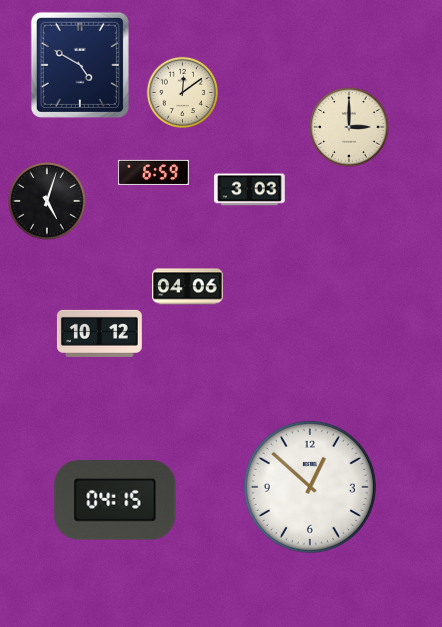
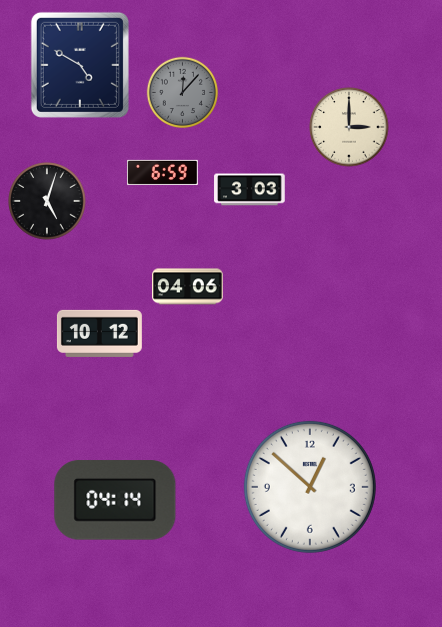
clock at (182, 92): 12:09 -> 12:07
clock at (182, 92) dial: cream -> grey
clock at (154, 172) position: (154, 172) -> (163, 172)
clock at (115, 500): 04:15 -> 04:14
